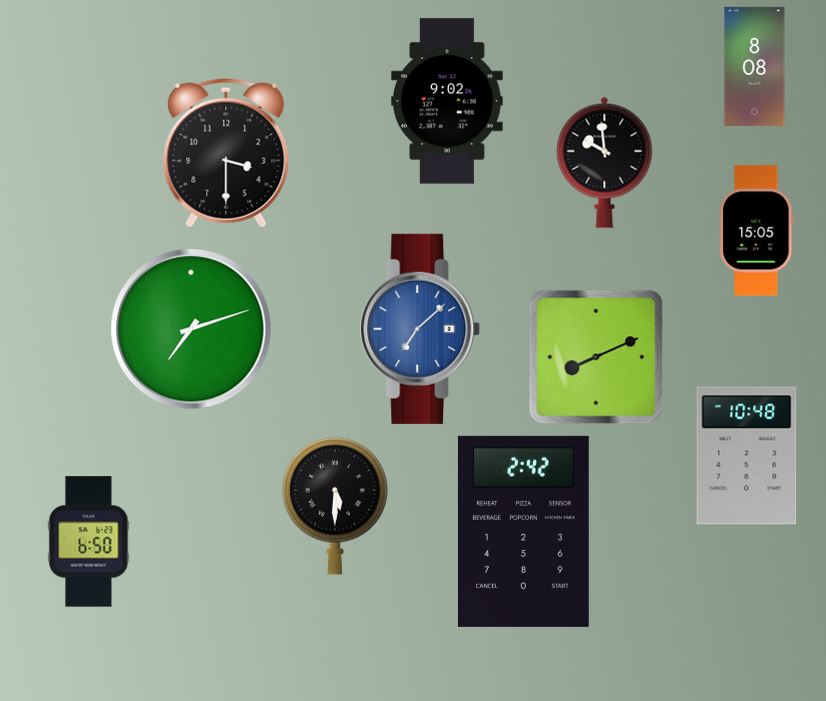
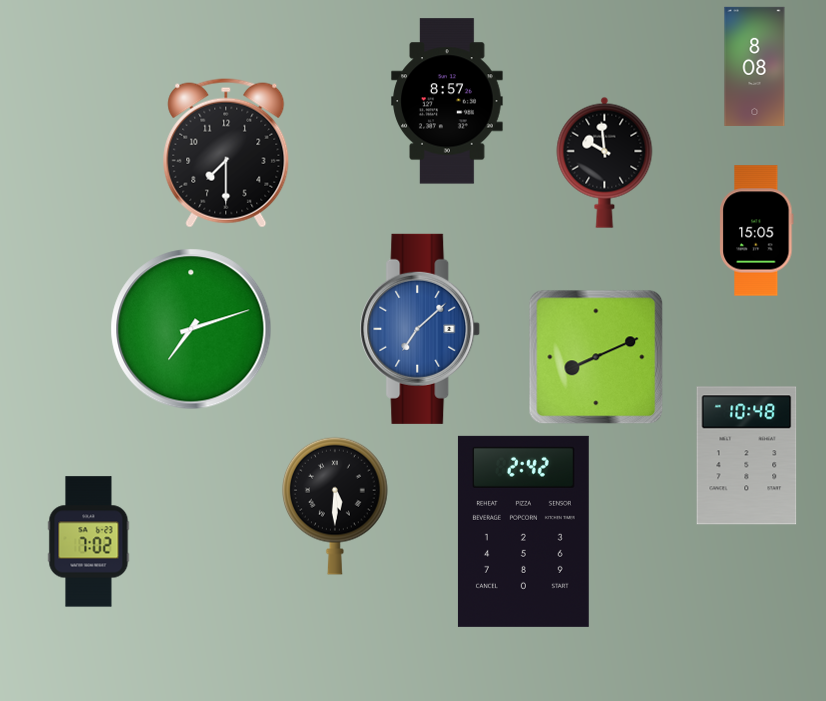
clock at (447, 101): 9:02 -> 8:57
clock at (226, 153): 3:30 -> 7:30
clock at (89, 542): 6:50 -> 7:02
